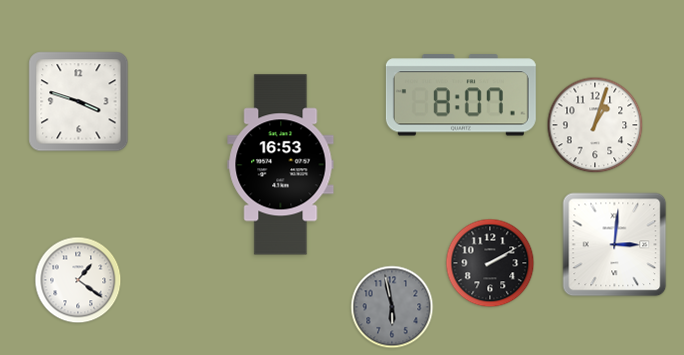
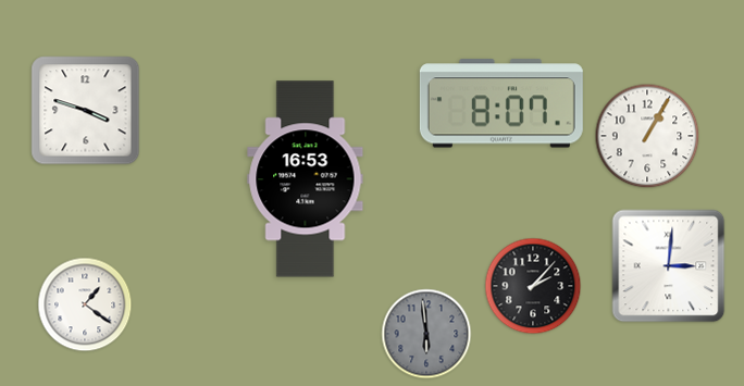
clock at (595, 125): 1:03 -> 1:05
clock at (490, 263): 2:10 -> 2:07
clock at (392, 307): 5:58 -> 5:59
